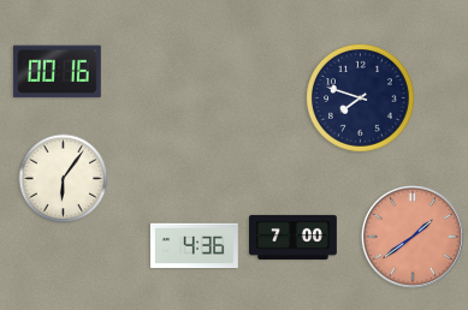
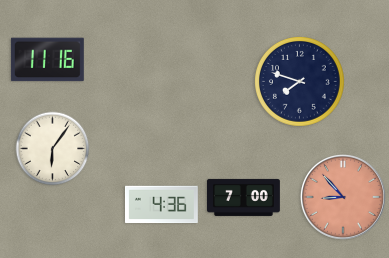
clock at (57, 72): 00:16 -> 11:16
clock at (413, 237): 1:39 -> 8:53
